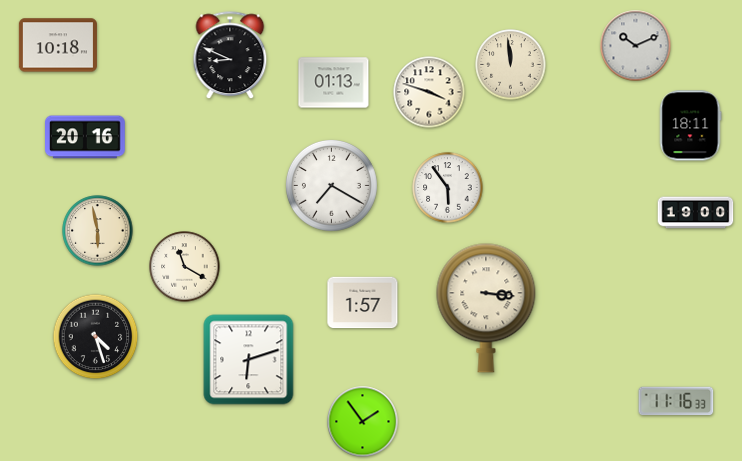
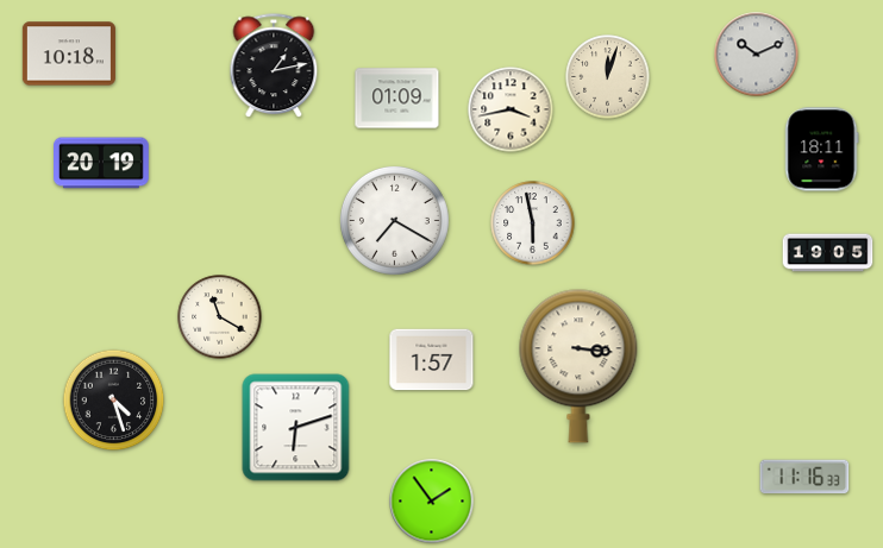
clock at (230, 56): 8:49 -> 1:13
clock at (511, 65): 11:59 -> 12:03
clock at (334, 83): 01:13 -> 01:09
clock at (429, 92): 3:48 -> 3:43
clock at (86, 137): 20:16 -> 20:19
clock at (448, 188): 5:54 -> 5:58
clock at (696, 213): 19:00 -> 19:05
clock at (98, 231): 5:58 -> none
